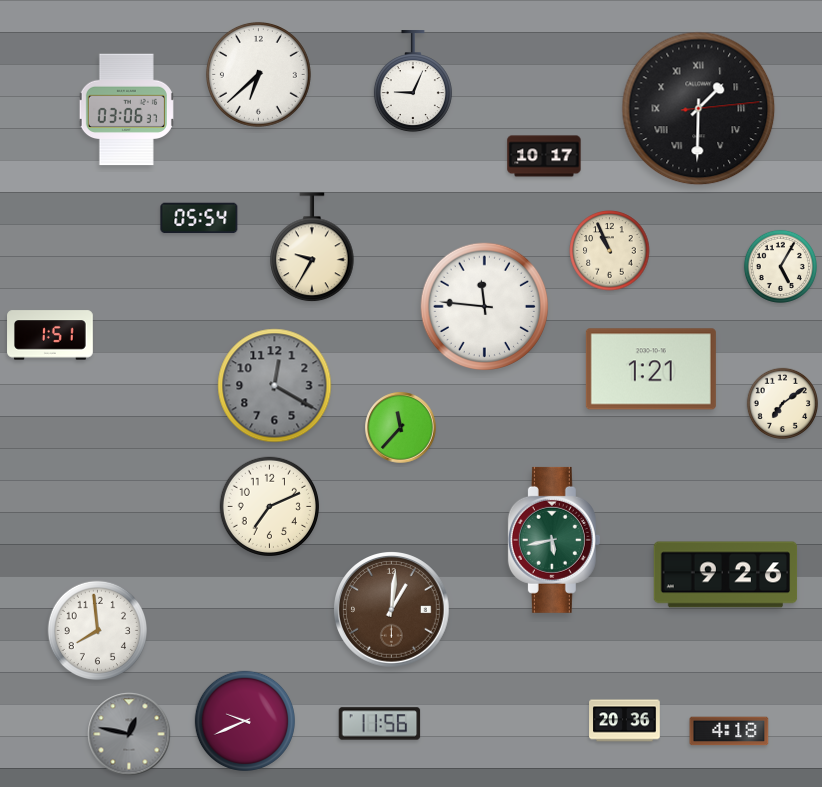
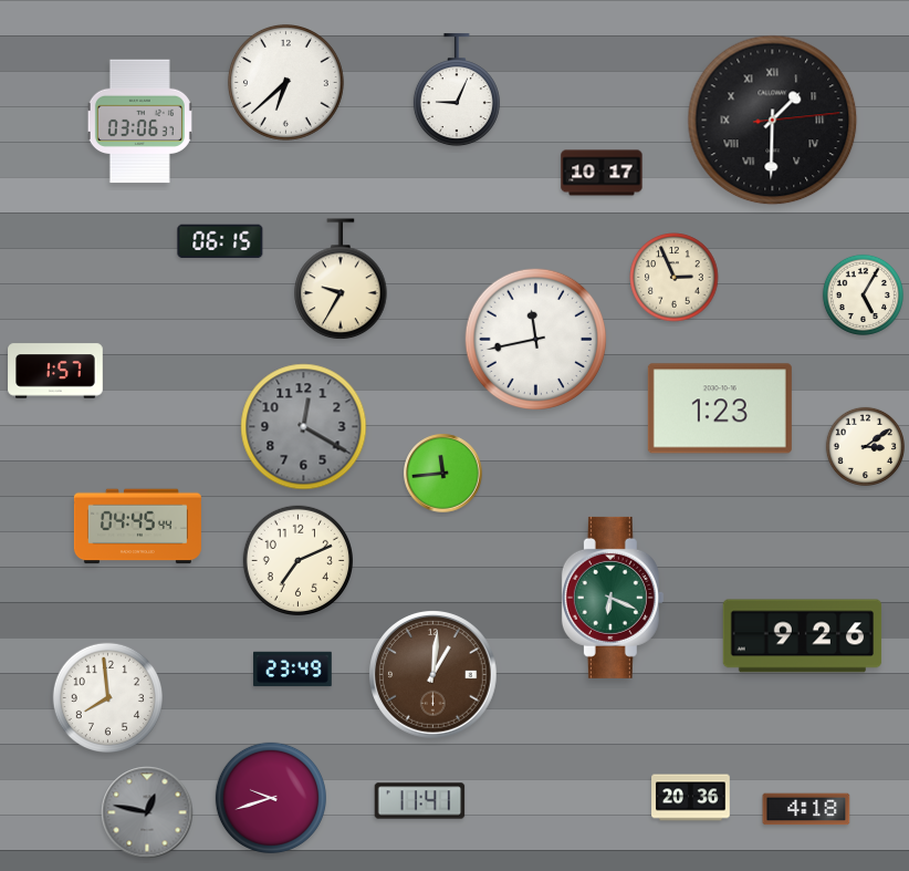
clock at (199, 218): 05:54 -> 06:15
clock at (312, 248) position: (312, 248) -> (341, 280)
clock at (610, 251): 10:56 -> 2:56
clock at (484, 306): 11:46 -> 11:43
clock at (50, 335): 1:51 -> 1:57
clock at (651, 369): 1:21 -> 1:23
clock at (782, 403): 7:09 -> 3:09
clock at (401, 428): 11:37 -> 11:44
clock at (137, 527): none -> 04:45
clock at (554, 540): 5:43 -> 6:19
clock at (293, 670): none -> 23:49
clock at (245, 721): 9:41 -> 9:42
clock at (380, 724): 11:56 -> 11:41
clock at (129, 734) position: (129, 734) -> (147, 812)
